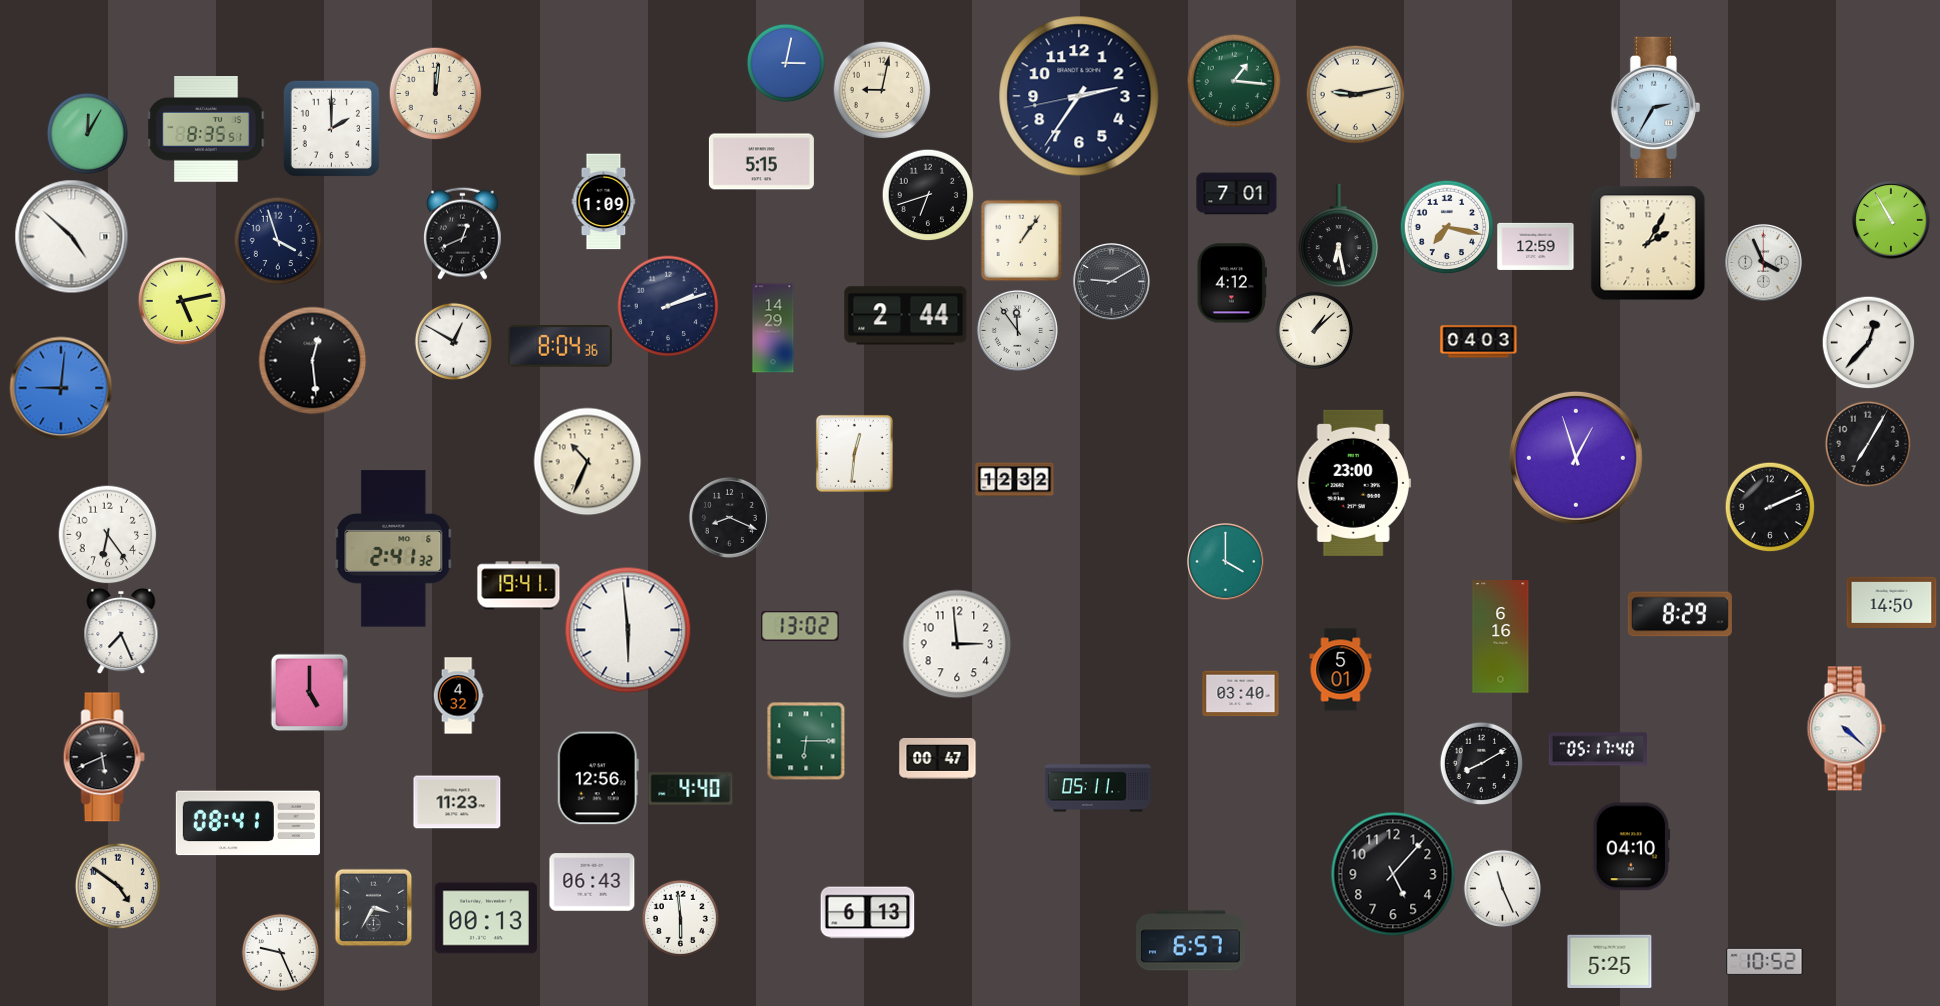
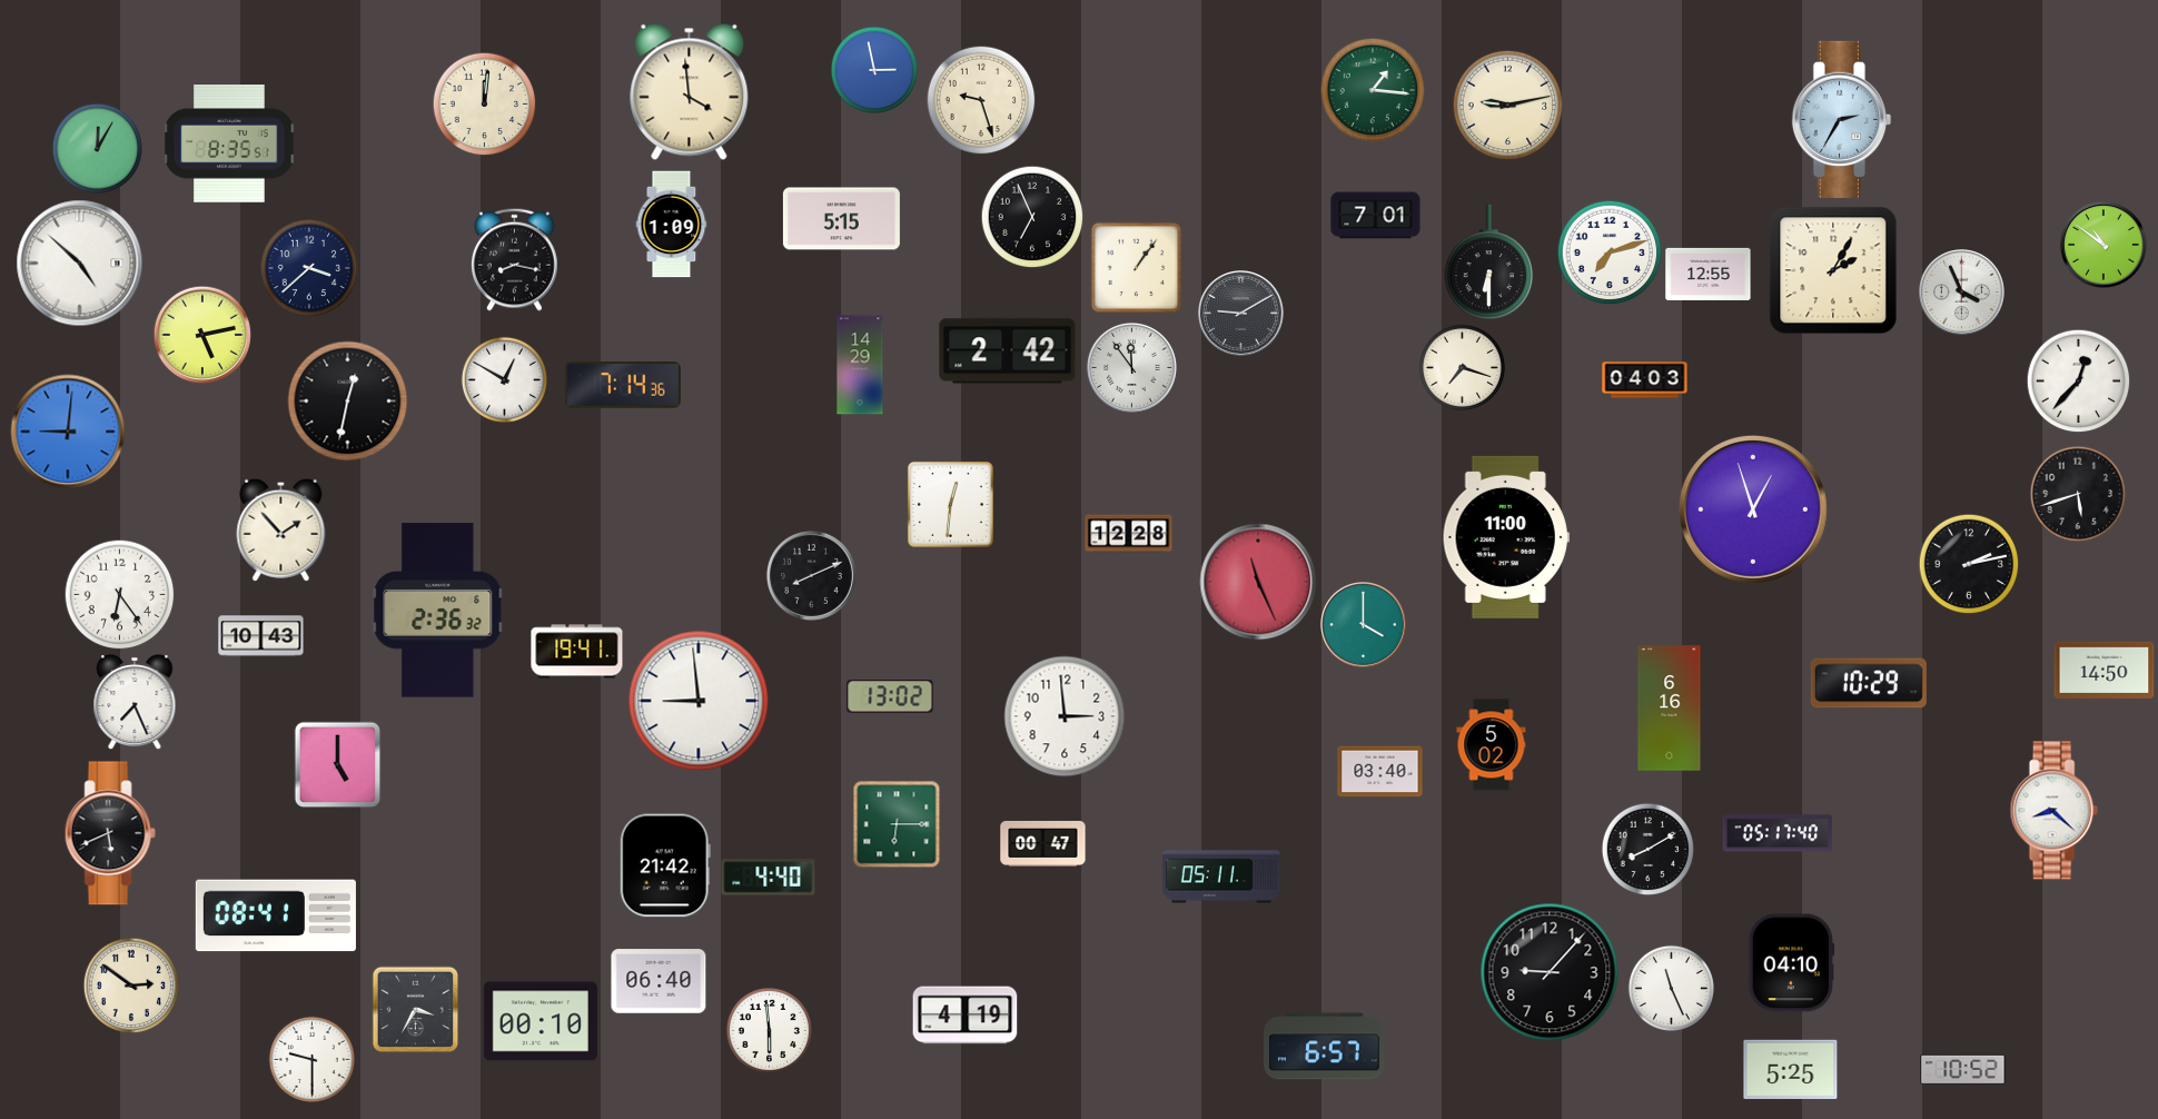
clock at (786, 63): 3:02 -> 2:58
clock at (690, 91): none -> 3:59
clock at (882, 90): 9:02 -> 9:27
clock at (1079, 96): 2:35 -> none
clock at (331, 128): 2:00 -> none
clock at (761, 162) position: (761, 162) -> (841, 219)
clock at (928, 195): 6:42 -> 6:56
clock at (1892, 221): 10:55 -> 10:51
clock at (1447, 227): 7:17 -> 7:12
clock at (463, 233): 12:41 -> 8:17
clock at (1339, 236): 6:28 -> 6:30
clock at (278, 241): 3:57 -> 3:38
clock at (1536, 246): 12:59 -> 12:55
clock at (1112, 282) position: (1112, 282) -> (1241, 314)
clock at (1232, 283): 4:12 -> none
clock at (668, 306): 2:12 -> none
clock at (906, 316): 2:44 -> 2:42
clock at (1314, 330): 1:08 -> 7:18
clock at (560, 346): 8:04 -> 7:14
clock at (313, 361): 12:29 -> 12:32
clock at (1868, 444): 7:05 -> 5:42
clock at (588, 462): 10:34 -> none
clock at (281, 529): none -> 1:53
clock at (1015, 480): 12:32 -> 12:28
clock at (1354, 483): 23:00 -> 11:00
clock at (1770, 507): 2:11 -> 2:13
clock at (729, 517): 8:19 -> 8:11
clock at (1258, 582): none -> 11:26
clock at (394, 549): 2:41 -> 2:36
clock at (261, 636): none -> 10:43
clock at (1680, 614): 8:29 -> 10:29
clock at (628, 630): 5:59 -> 8:59
clock at (1341, 670): 5:01 -> 5:02
clock at (309, 692) position: (309, 692) -> (337, 764)
clock at (458, 696): 4:32 -> none
clock at (1846, 729): 4:22 -> 8:22
clock at (104, 757) position: (104, 757) -> (110, 833)
clock at (598, 778): 12:56 -> 21:42
clock at (457, 802): 11:23 -> none
clock at (1632, 847) position: (1632, 847) -> (1792, 963)
clock at (1393, 874): 5:07 -> 9:07
clock at (592, 882): 06:43 -> 06:40
clock at (118, 886): 4:51 -> 2:51
clock at (868, 913): 6:13 -> 4:19
clock at (486, 918): 00:13 -> 00:10
clock at (680, 918) position: (680, 918) -> (769, 1030)
clock at (280, 952): 9:26 -> 9:30
